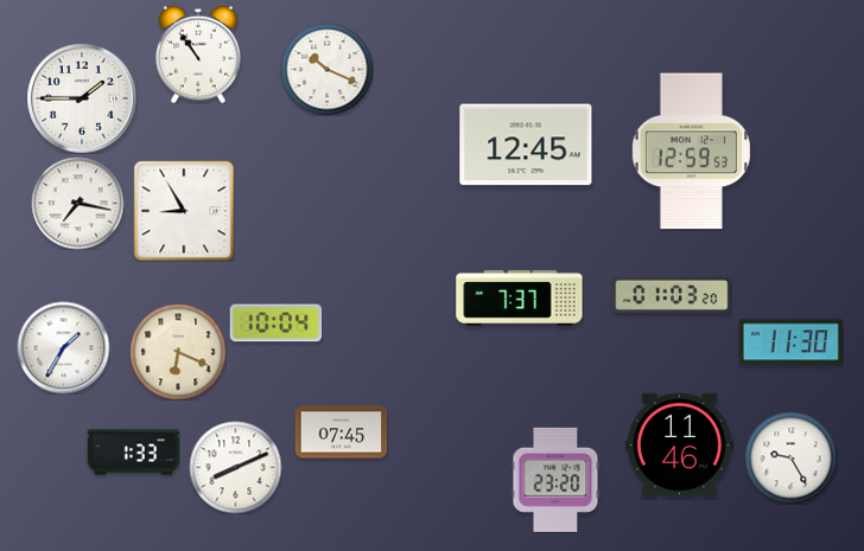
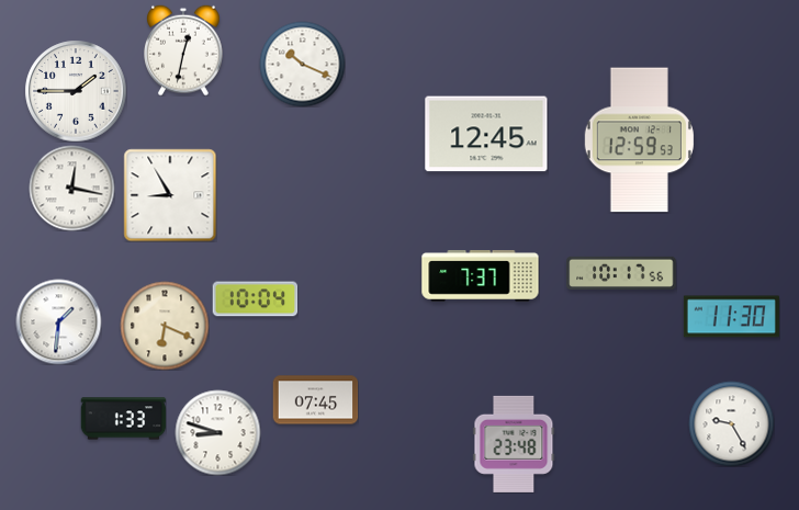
clock at (198, 55): 10:54 -> 12:32
clock at (77, 203): 7:17 -> 12:17
clock at (672, 294): 01:03 -> 10:17
clock at (63, 347): 1:35 -> 1:31
clock at (679, 446): 11:46 -> none
clock at (235, 467): 8:11 -> 8:48
clock at (555, 480): 23:20 -> 23:48
